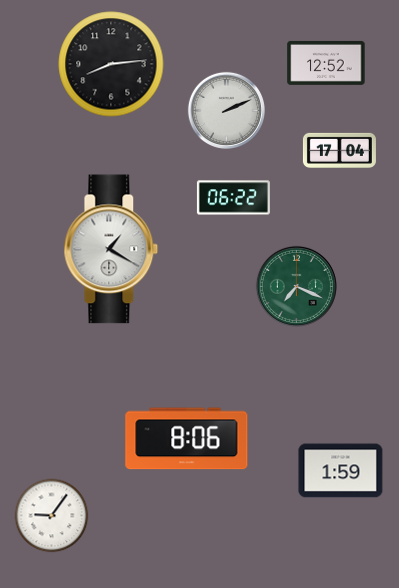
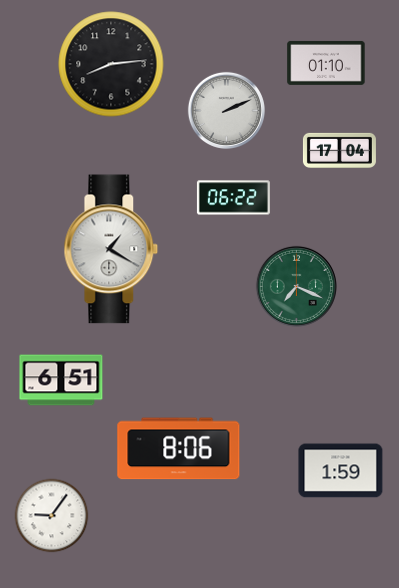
clock at (326, 63): 12:52 -> 01:10
clock at (61, 380): none -> 6:51
clock at (187, 439) position: (187, 439) -> (179, 449)
